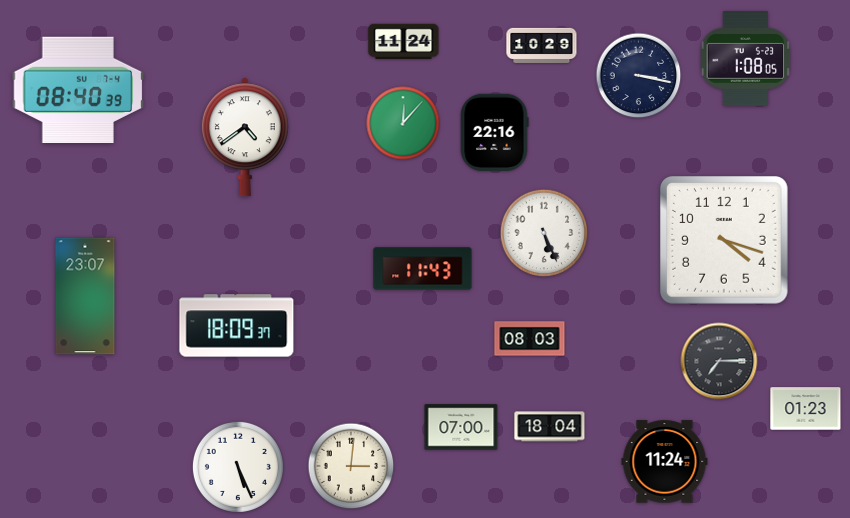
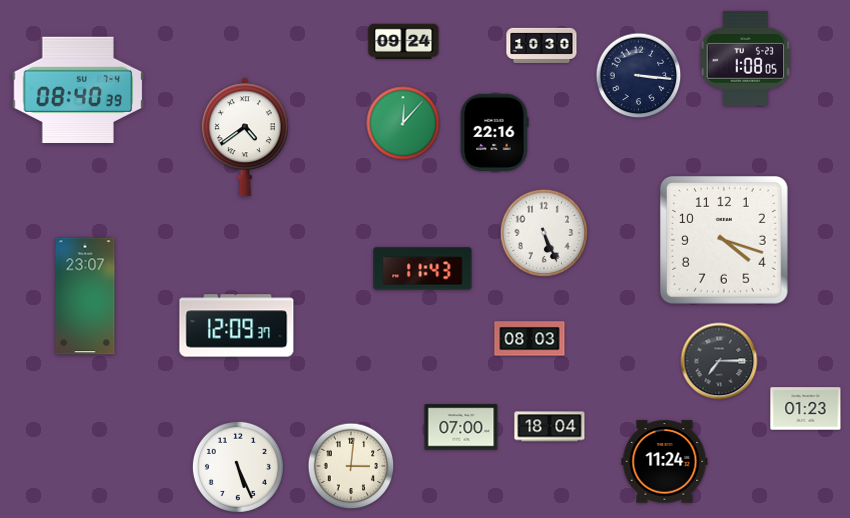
clock at (404, 41): 11:24 -> 09:24
clock at (542, 45): 10:29 -> 10:30
clock at (639, 76): 3:17 -> 3:16
clock at (237, 326): 18:09 -> 12:09
